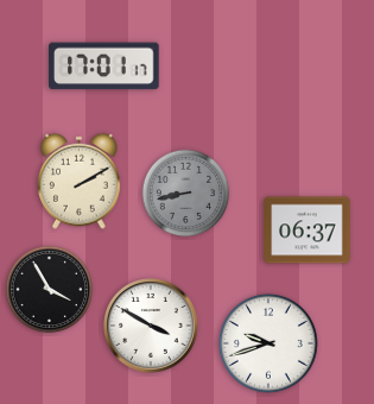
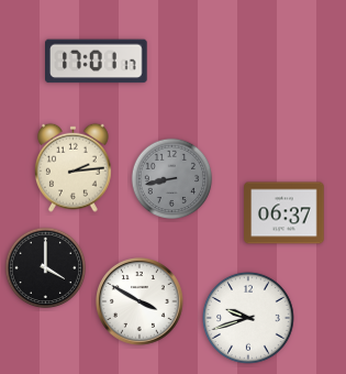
clock at (80, 181): 2:10 -> 2:14
clock at (50, 290): 3:55 -> 4:00
